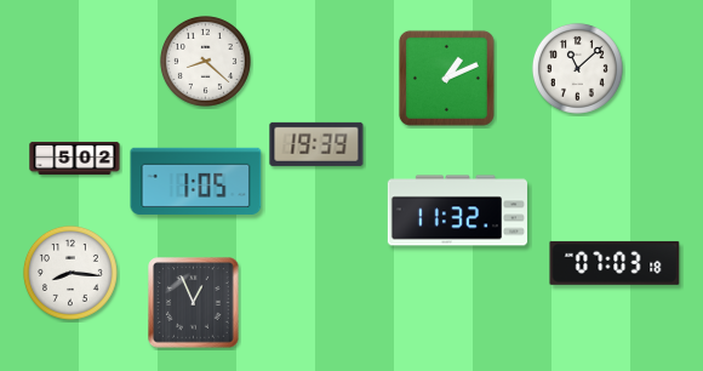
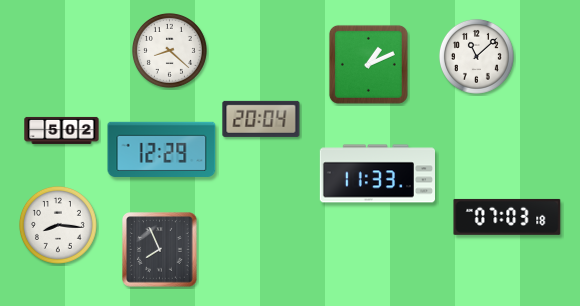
clock at (316, 144): 19:39 -> 20:04
clock at (196, 181): 1:05 -> 12:29
clock at (457, 211): 11:32 -> 11:33
clock at (194, 303): 12:56 -> 7:56
